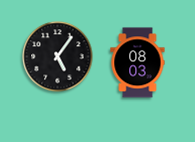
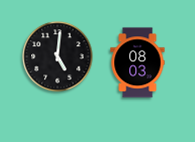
clock at (58, 57): 5:06 -> 5:01
